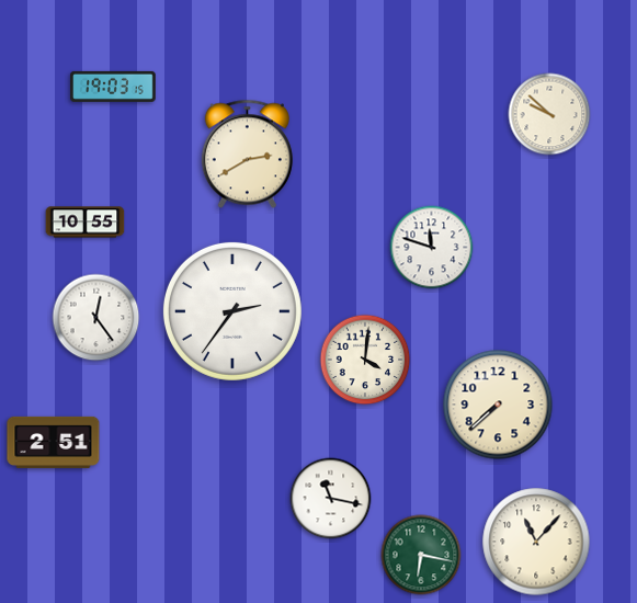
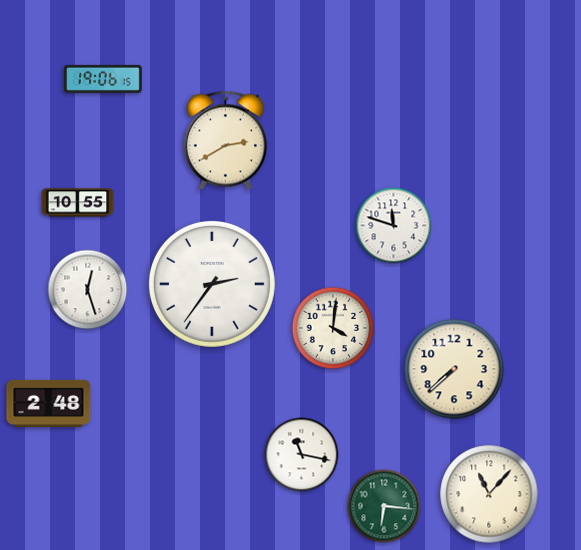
clock at (113, 87): 19:03 -> 19:06
clock at (549, 114): 9:52 -> none
clock at (96, 318): 12:24 -> 12:27
clock at (54, 442): 2:51 -> 2:48
clock at (421, 555): 6:17 -> 6:16
